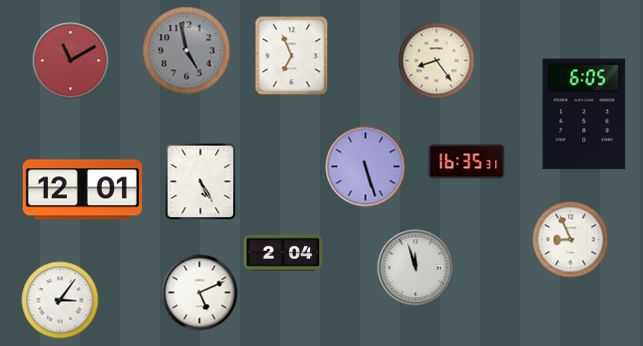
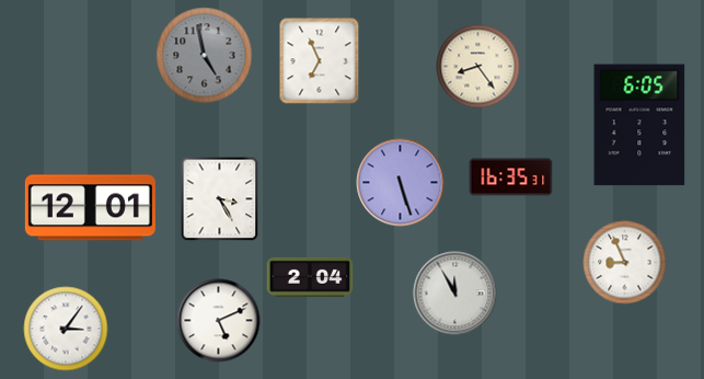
clock at (71, 61): 11:10 -> none
clock at (201, 181): 5:25 -> 3:25
clock at (416, 268): 11:57 -> 11:55
